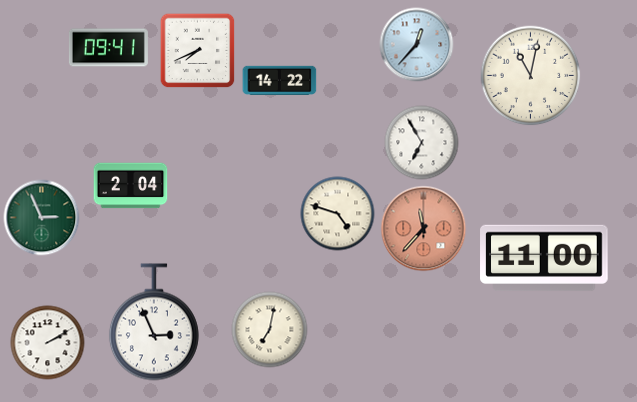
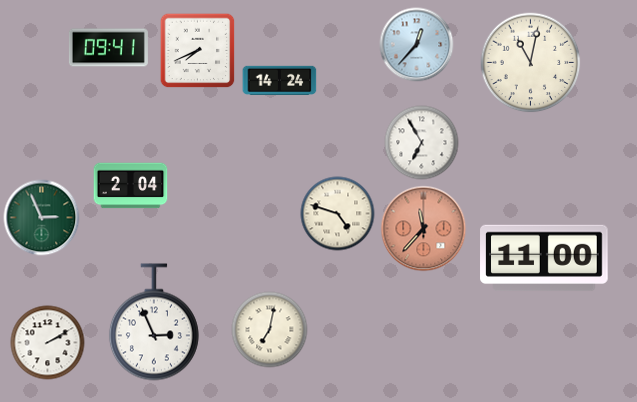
clock at (531, 76) position: (531, 76) -> (531, 63)
clock at (280, 80): 14:22 -> 14:24
